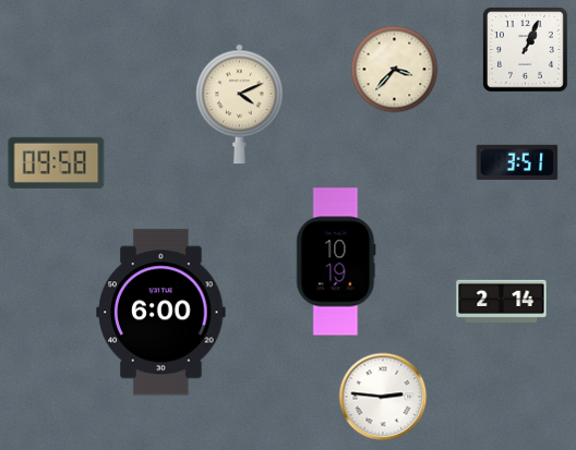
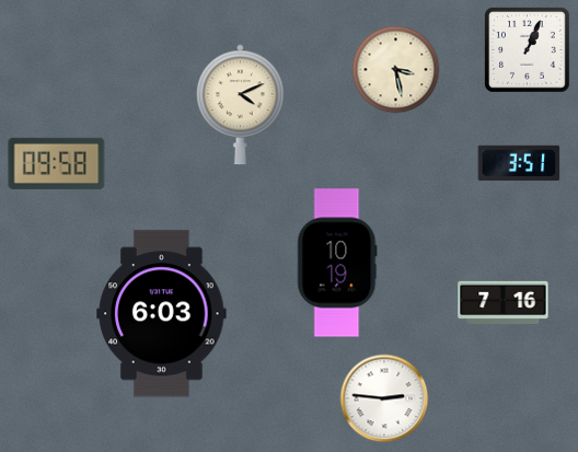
clock at (395, 70): 3:37 -> 3:28
clock at (502, 301): 2:14 -> 7:16
clock at (161, 313): 6:00 -> 6:03
